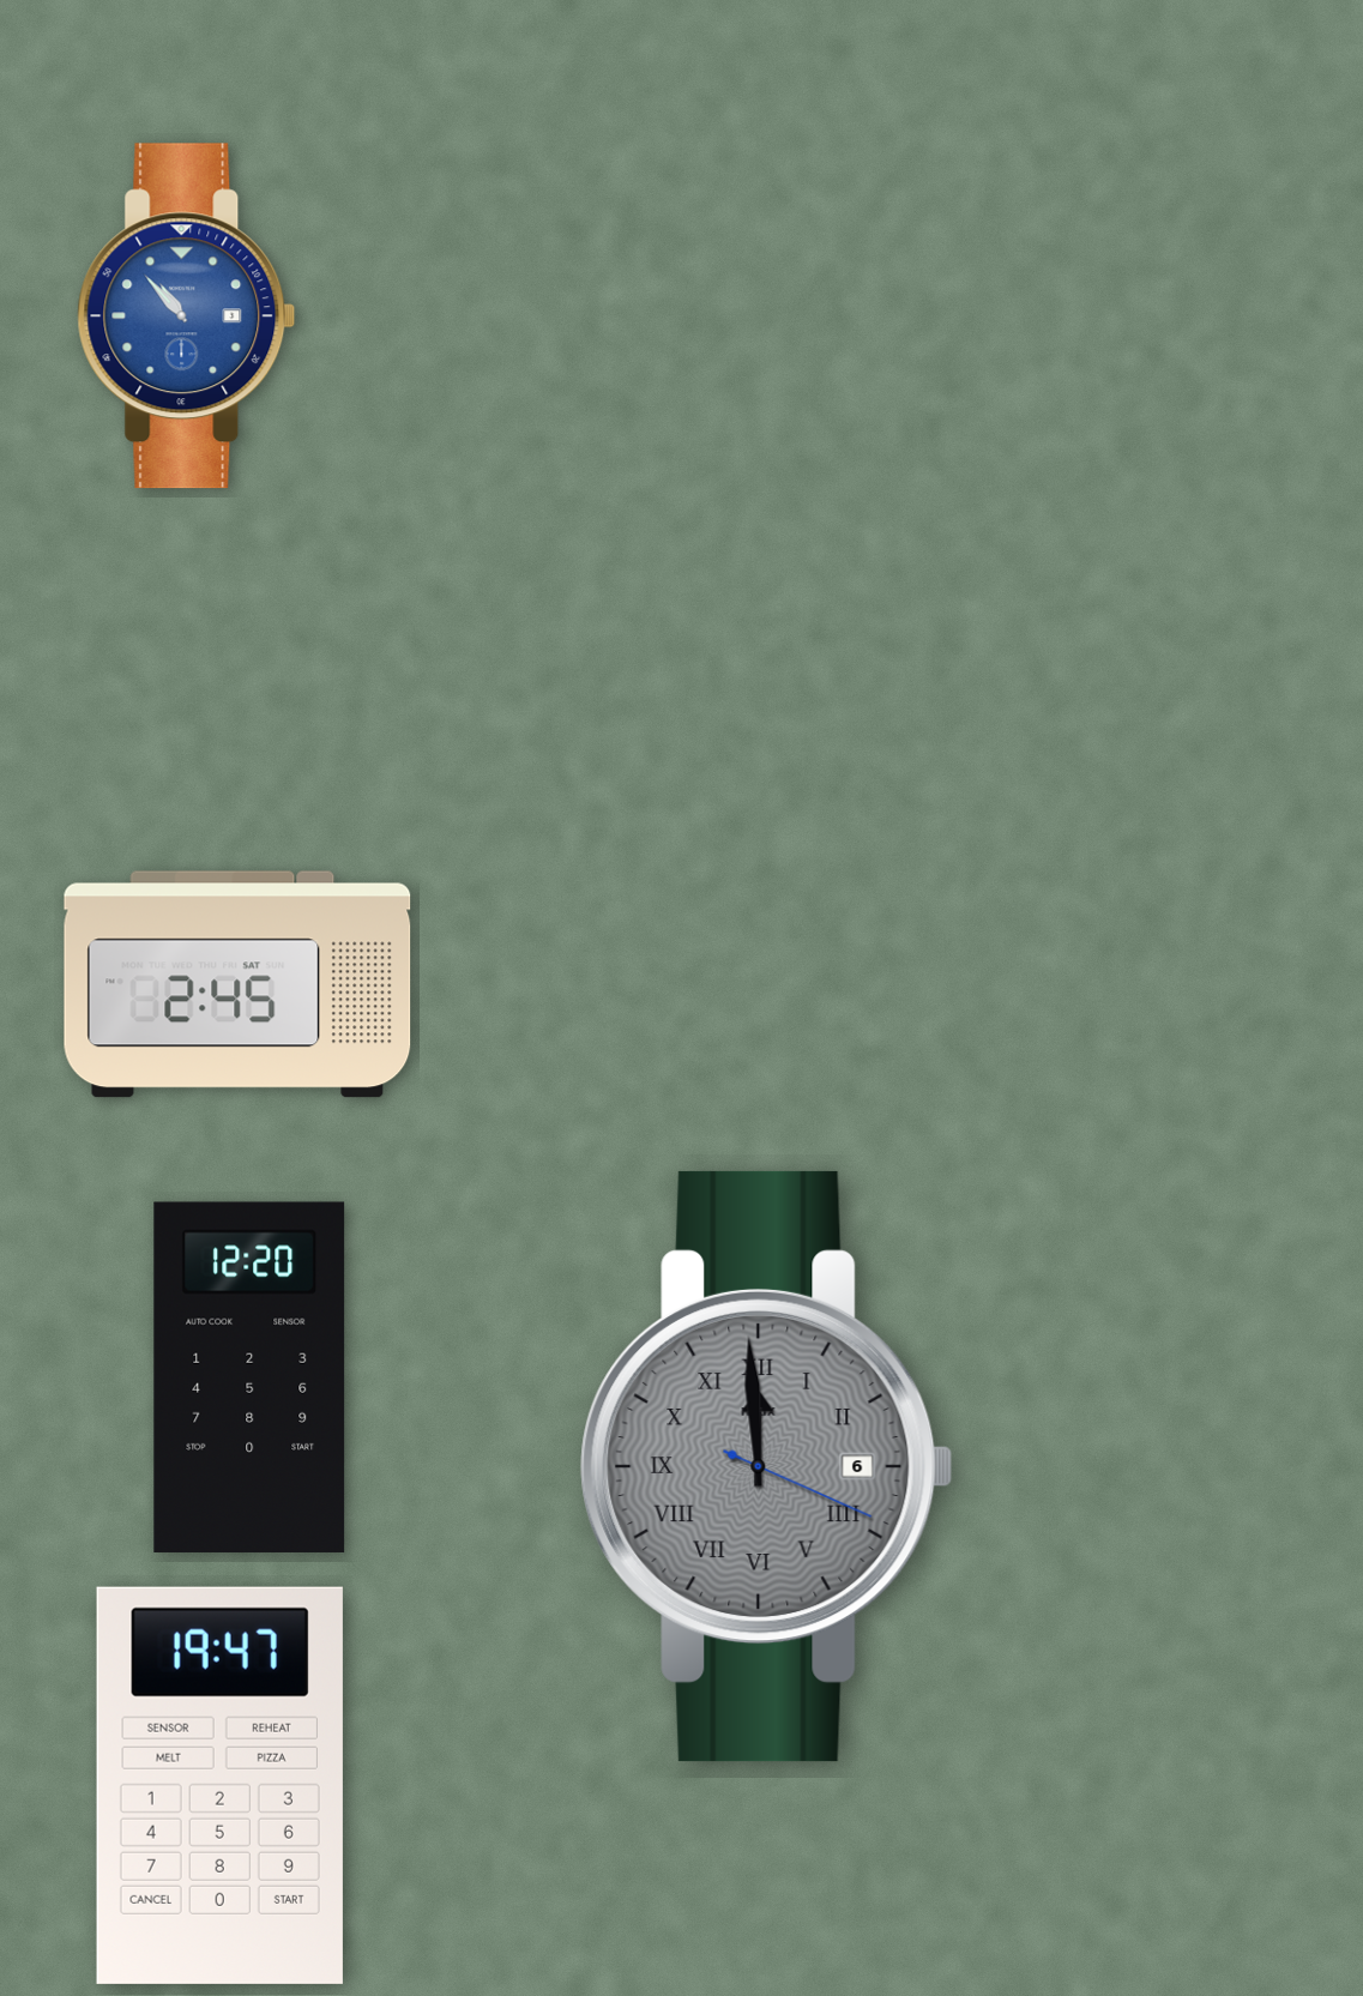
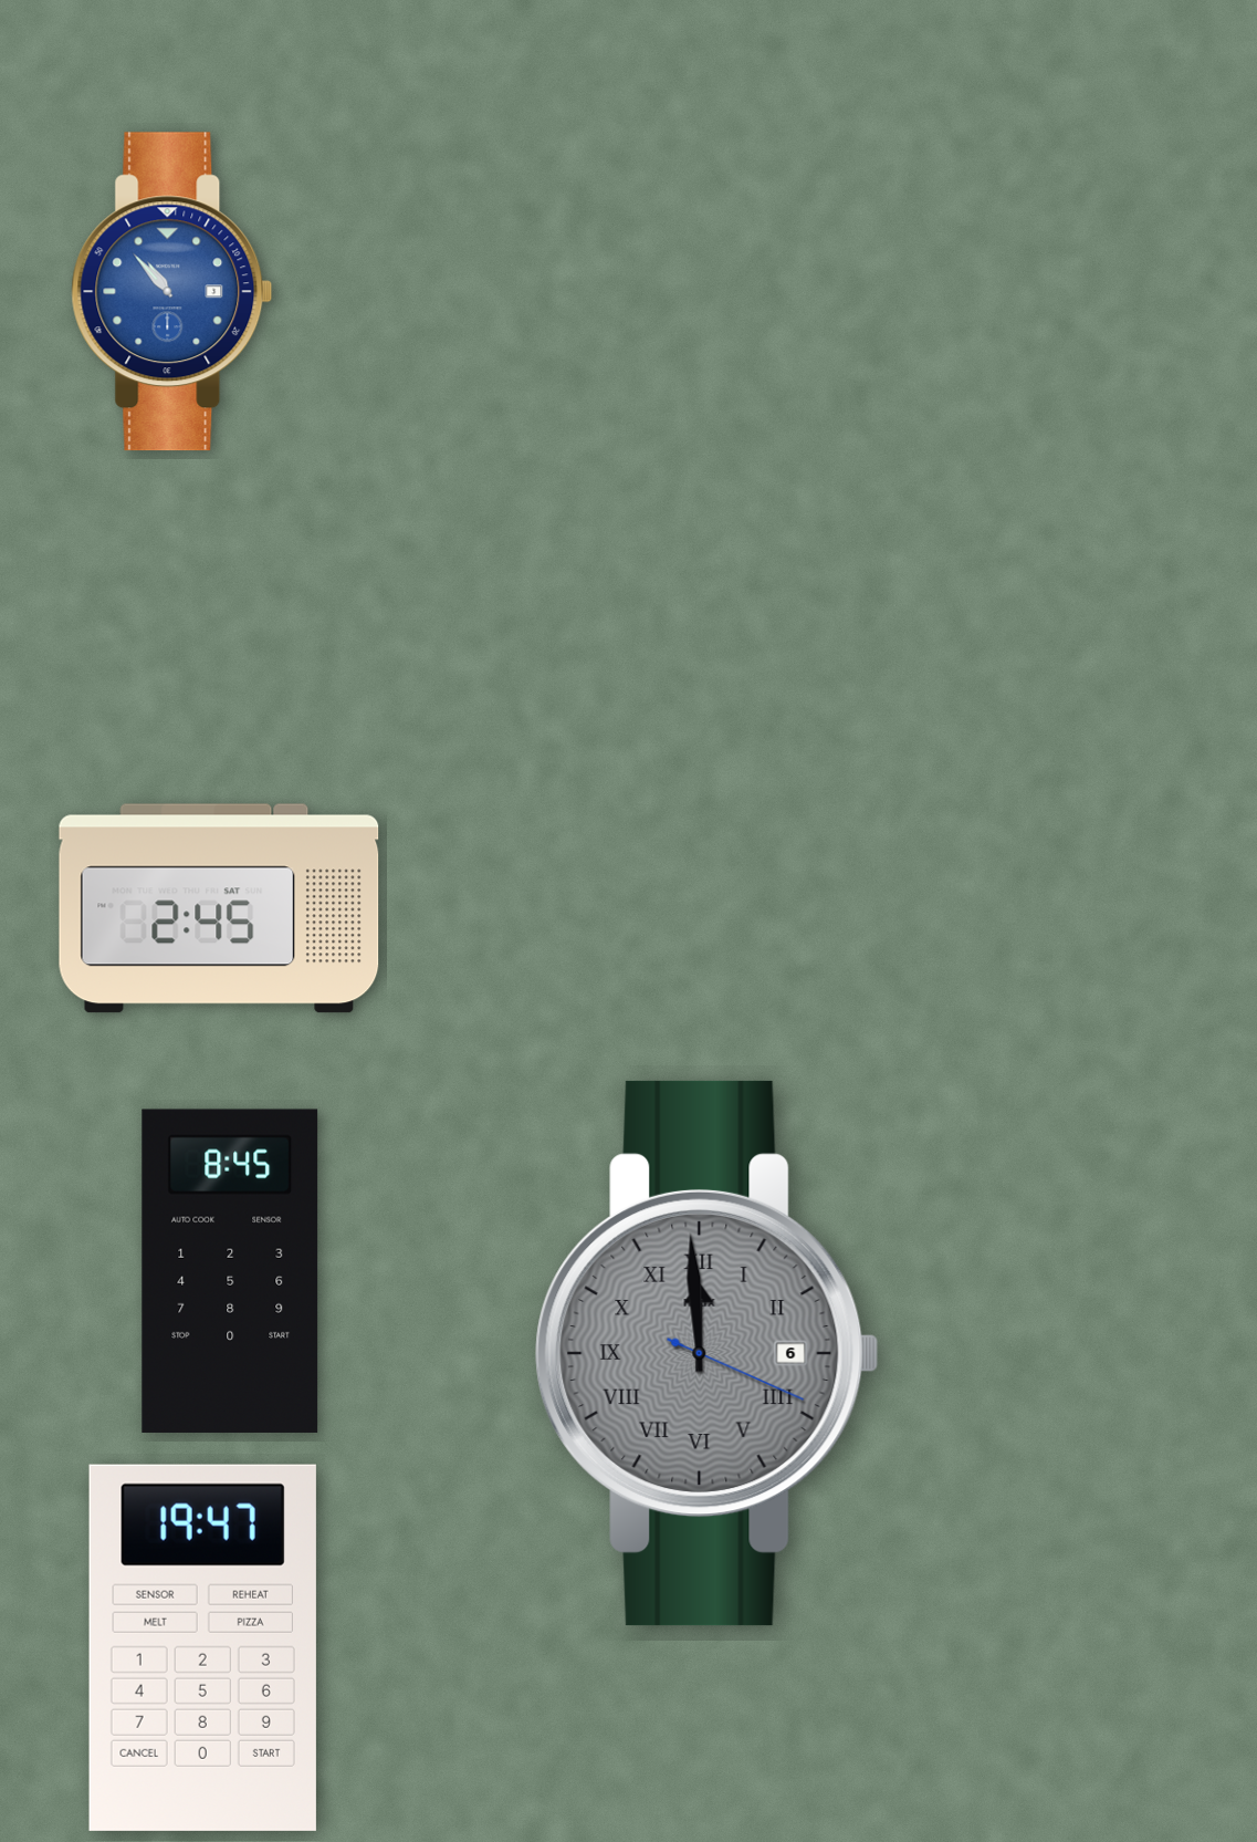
clock at (249, 1377): 12:20 -> 8:45
